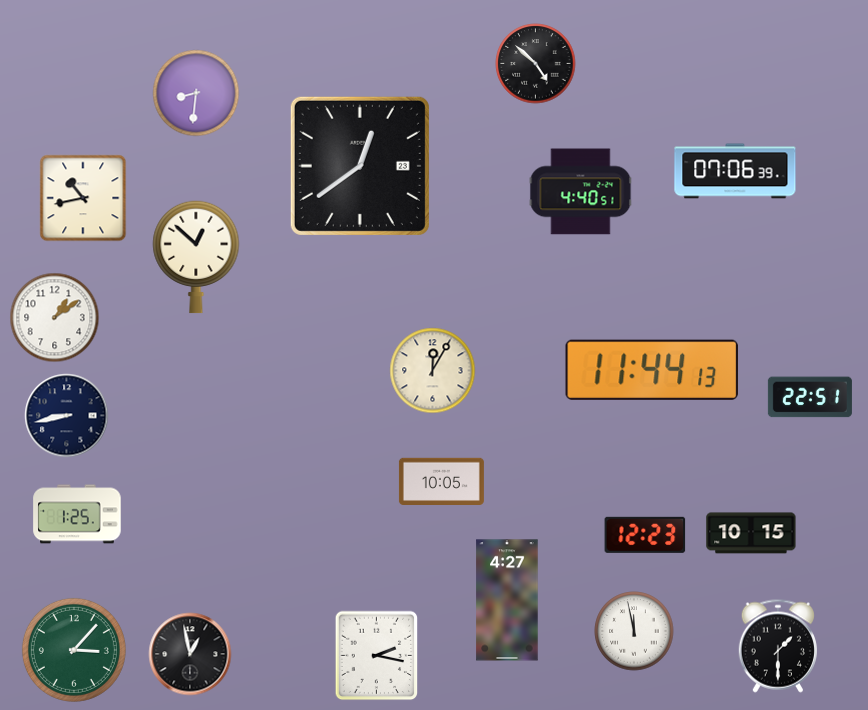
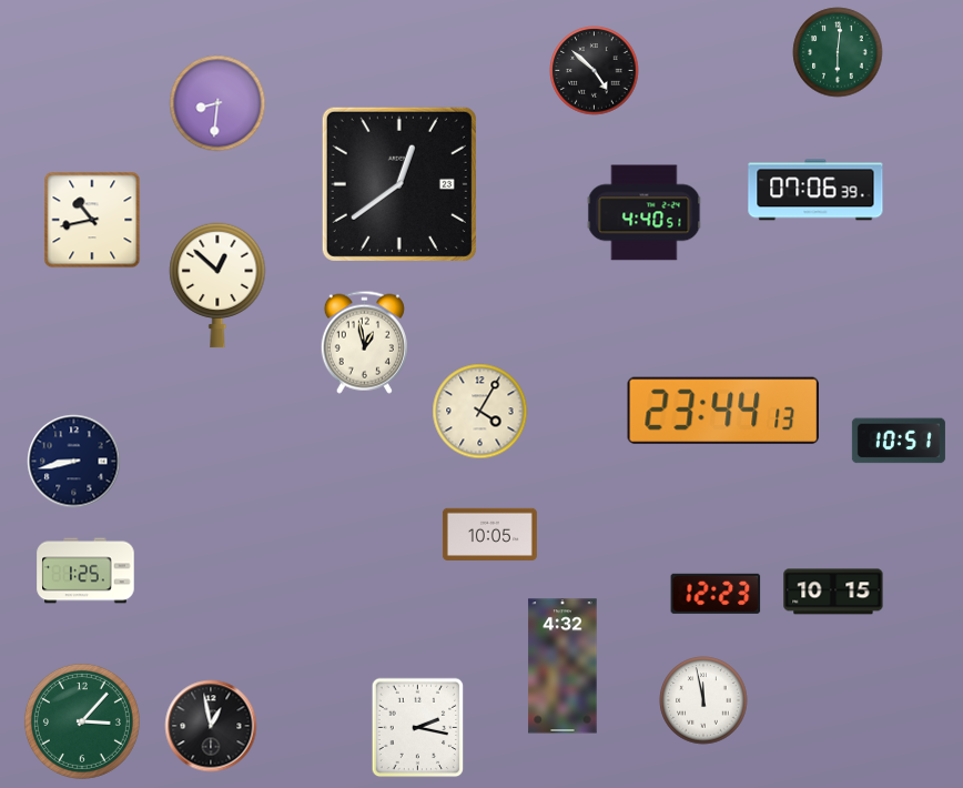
clock at (838, 52): none -> 6:01
clock at (364, 342): none -> 12:58
clock at (55, 318): 1:09 -> none
clock at (651, 370): 11:44 -> 23:44
clock at (433, 371): 12:05 -> 4:05
clock at (810, 397): 22:51 -> 10:51
clock at (507, 600): 4:27 -> 4:32
clock at (777, 646): 1:30 -> none
